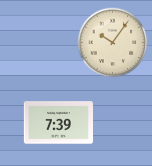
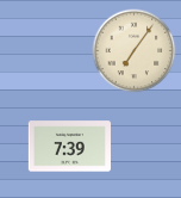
clock at (113, 43): 10:06 -> 7:06
